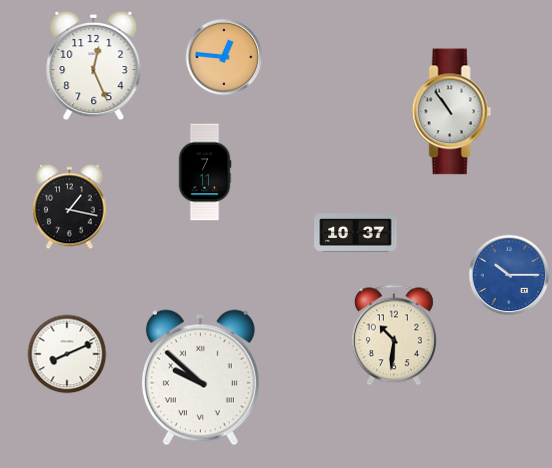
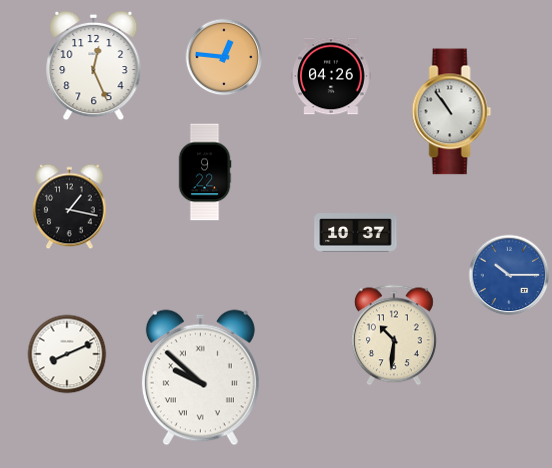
clock at (331, 76): none -> 04:26
clock at (205, 172): 7:11 -> 9:22
